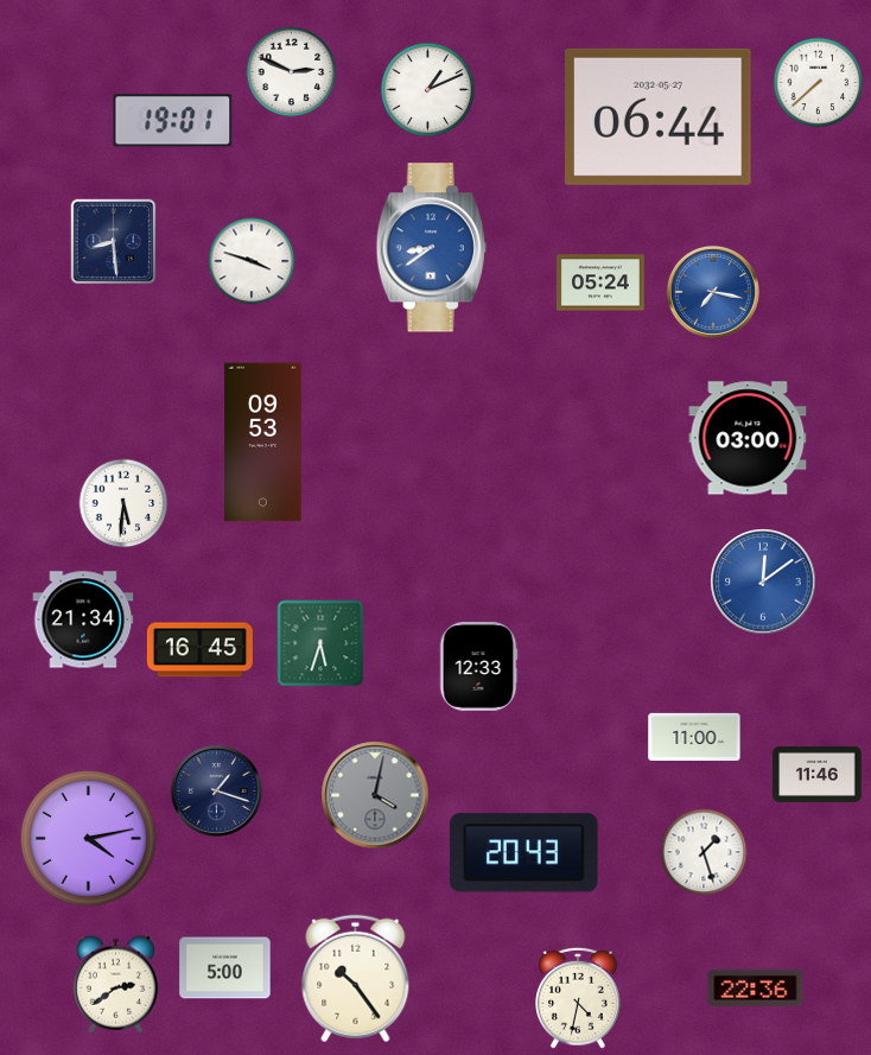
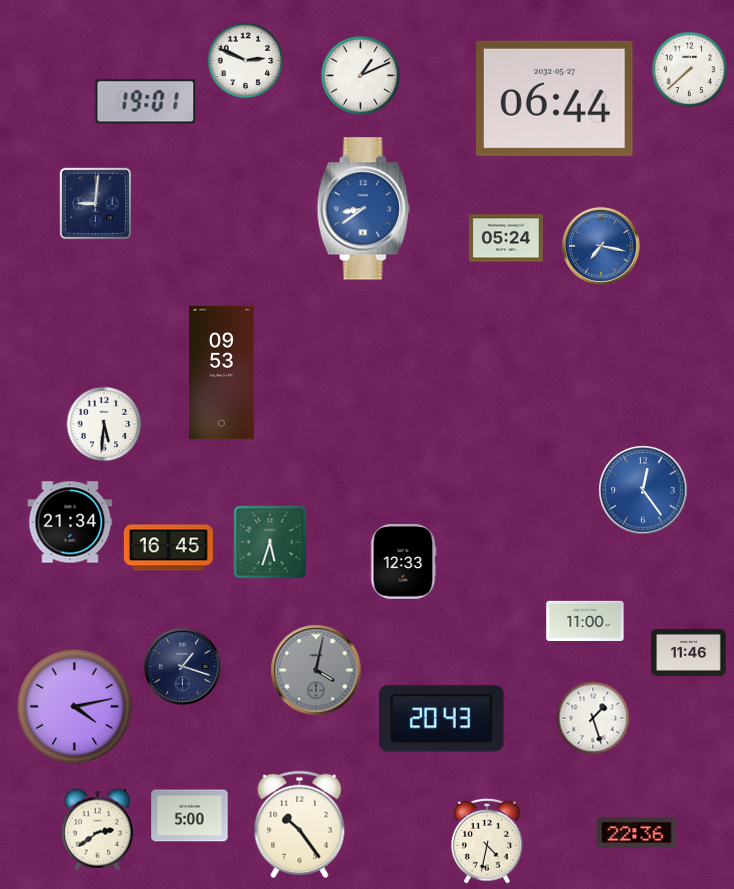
clock at (114, 242): 8:29 -> 9:01
clock at (252, 261): 3:48 -> none
clock at (748, 438): 03:00 -> none
clock at (763, 581): 12:09 -> 12:24
